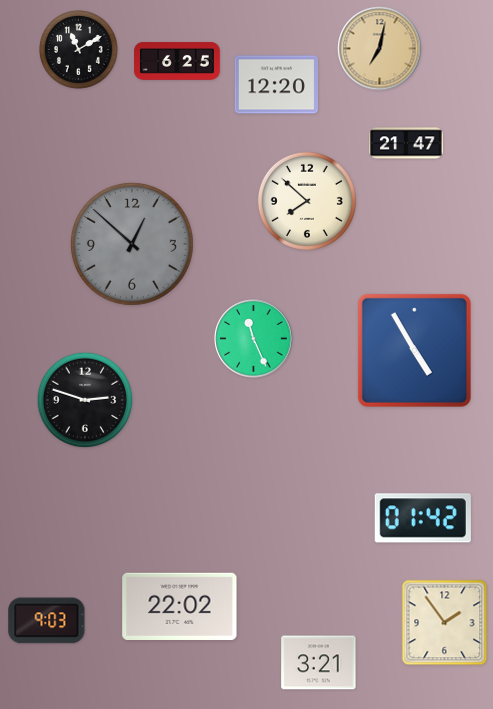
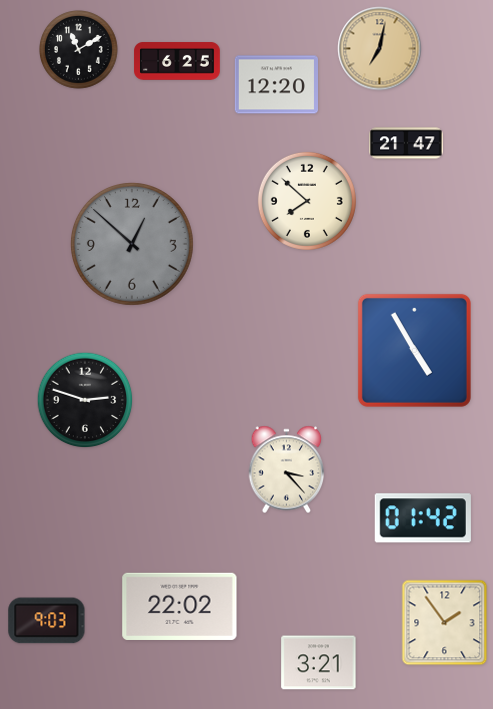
clock at (254, 339): 11:26 -> none
clock at (287, 470): none -> 3:23
